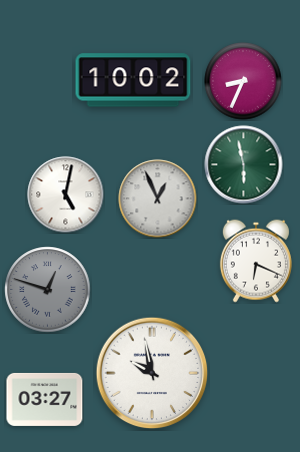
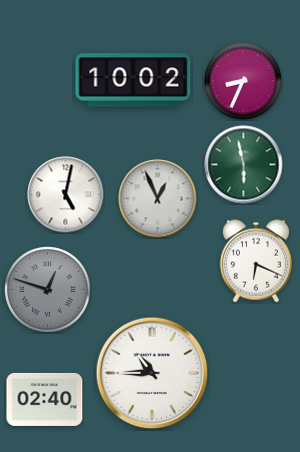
clock at (152, 373): 9:58 -> 10:45
clock at (45, 399): 03:27 -> 02:40
